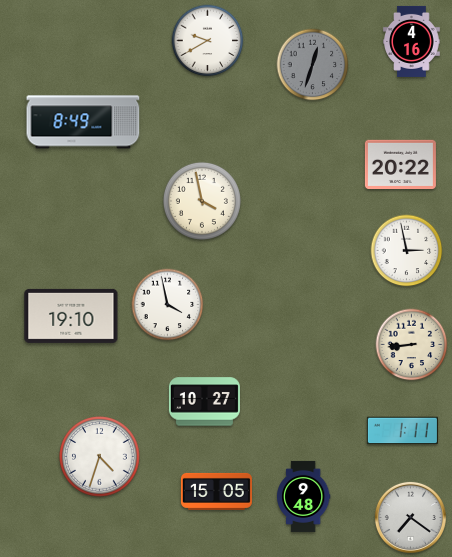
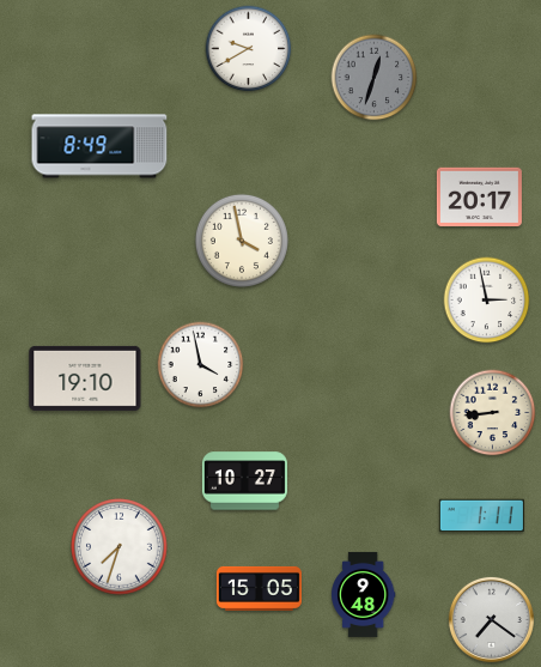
clock at (412, 41): 4:16 -> none
clock at (400, 164): 20:22 -> 20:17
clock at (100, 457): 4:33 -> 7:33
